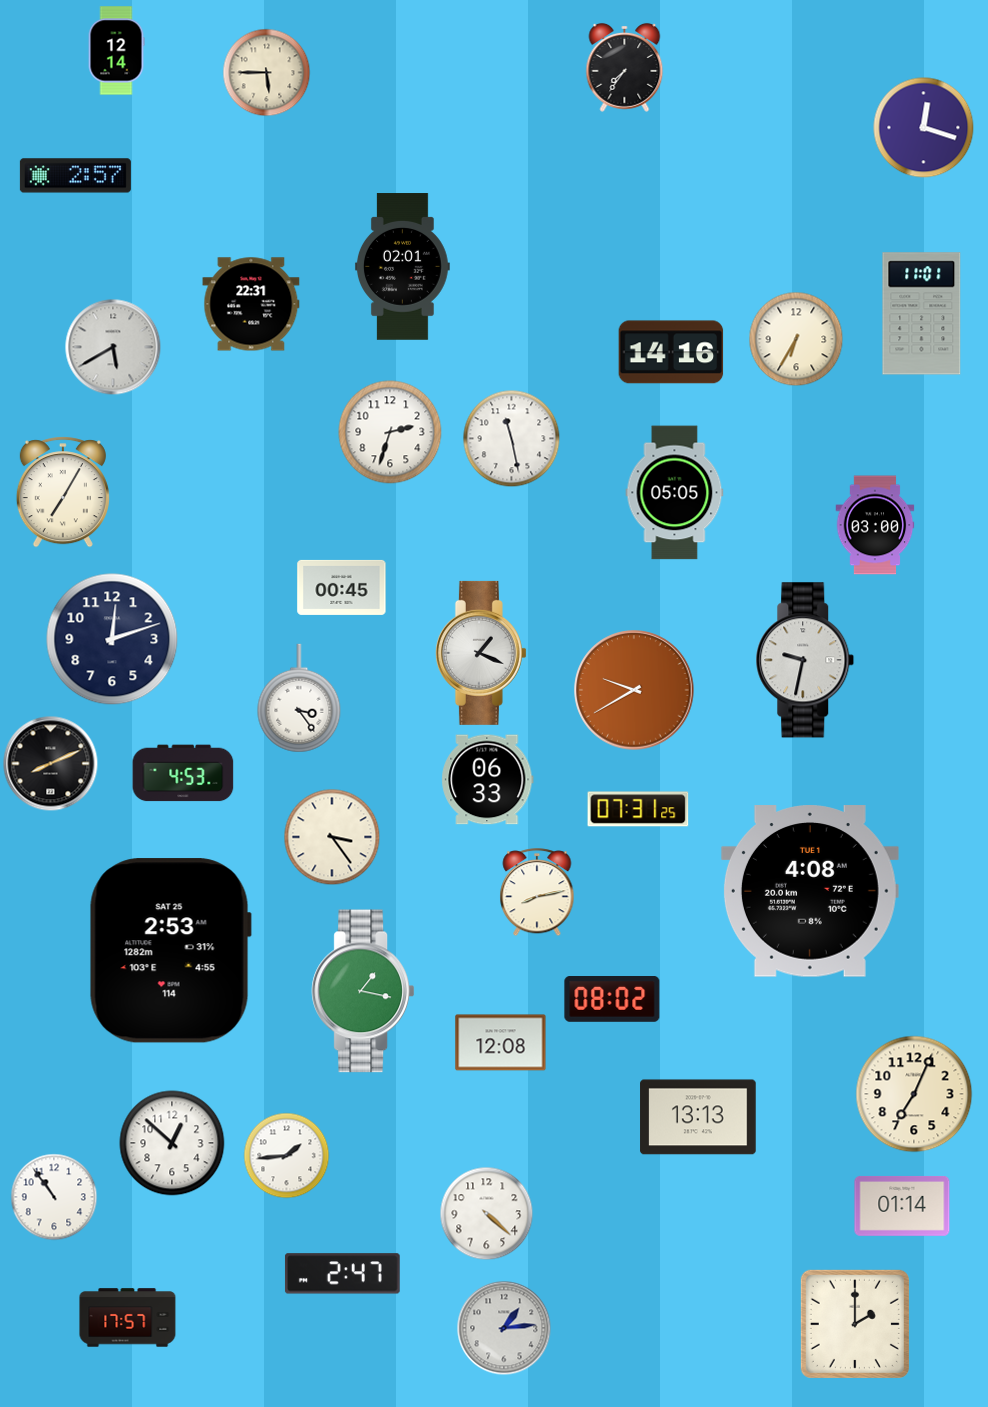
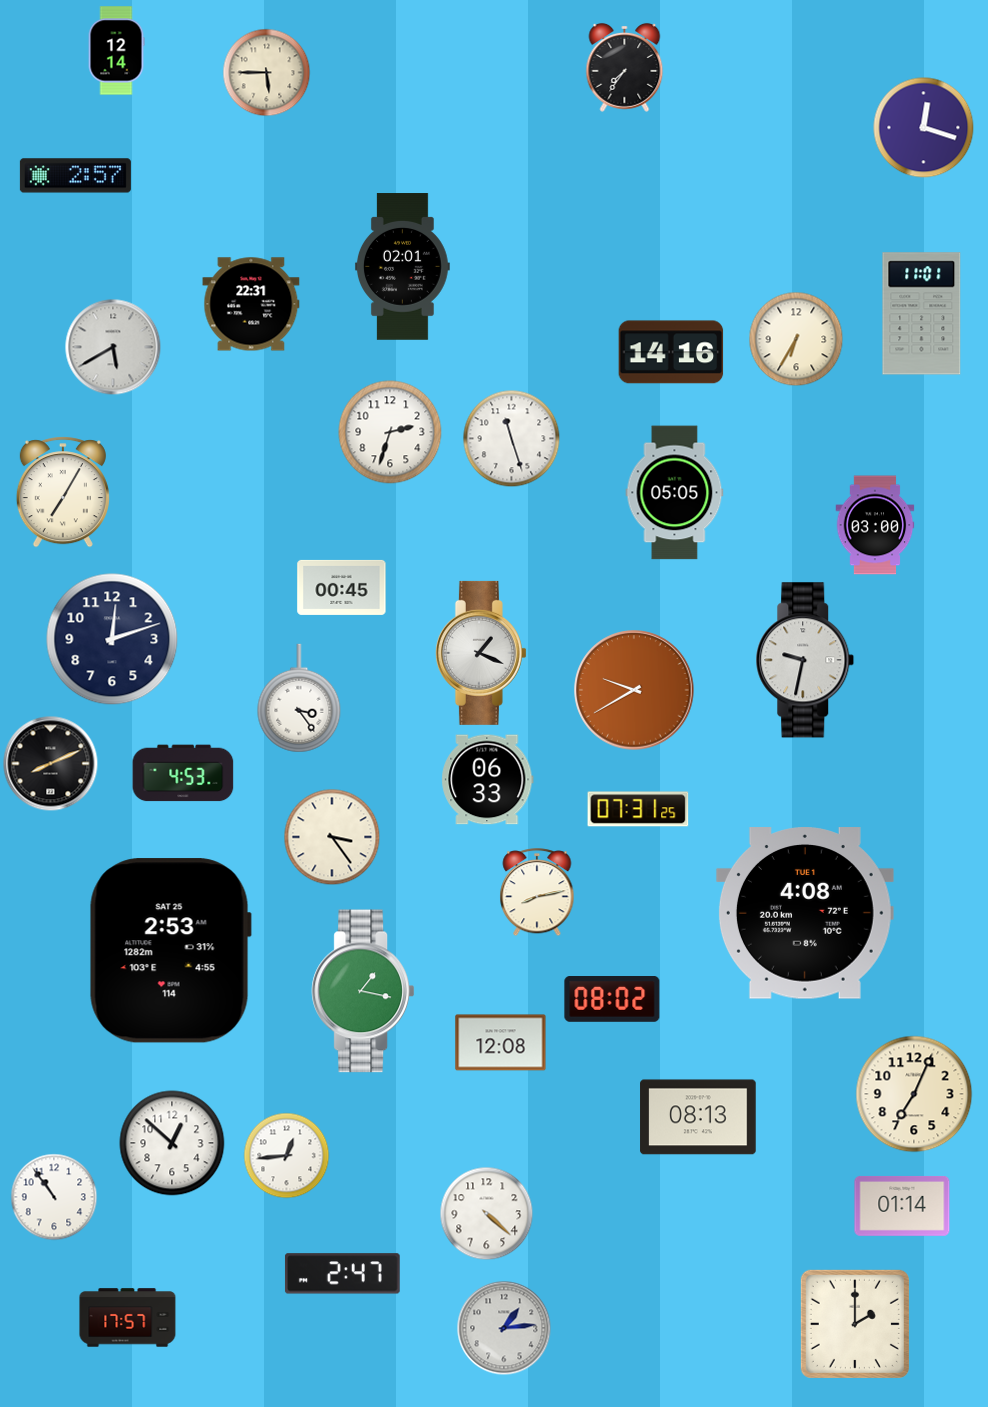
clock at (512, 439): 11:28 -> 11:27
clock at (810, 891) position: (810, 891) -> (805, 913)
clock at (698, 1117): 13:13 -> 08:13
clock at (287, 1156): 1:44 -> 12:44
